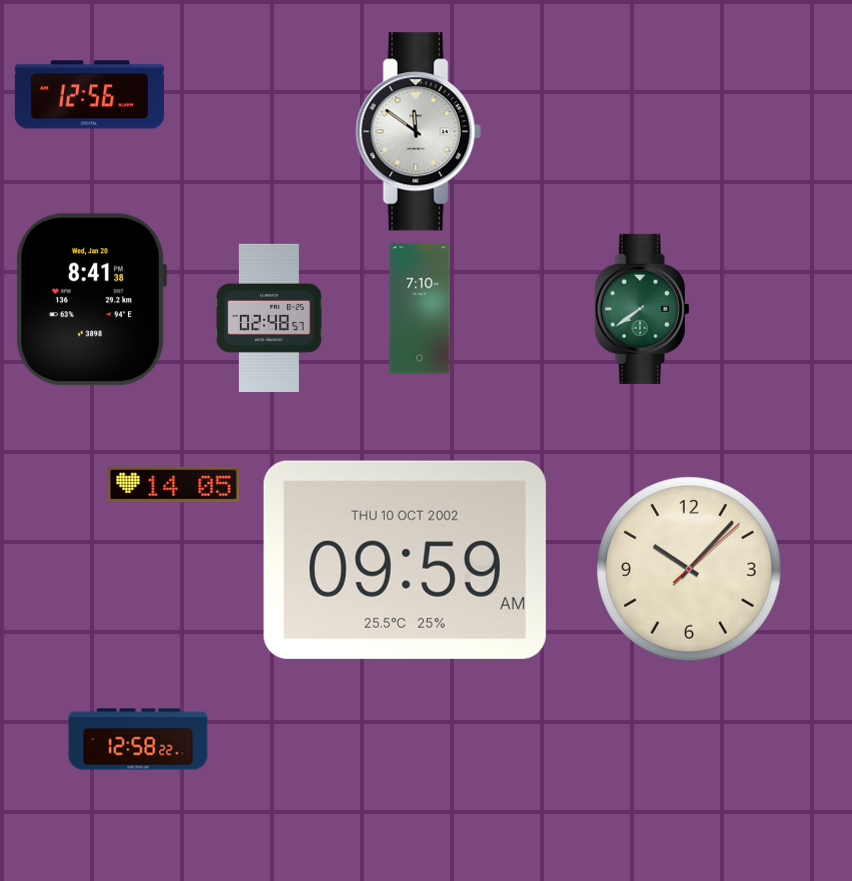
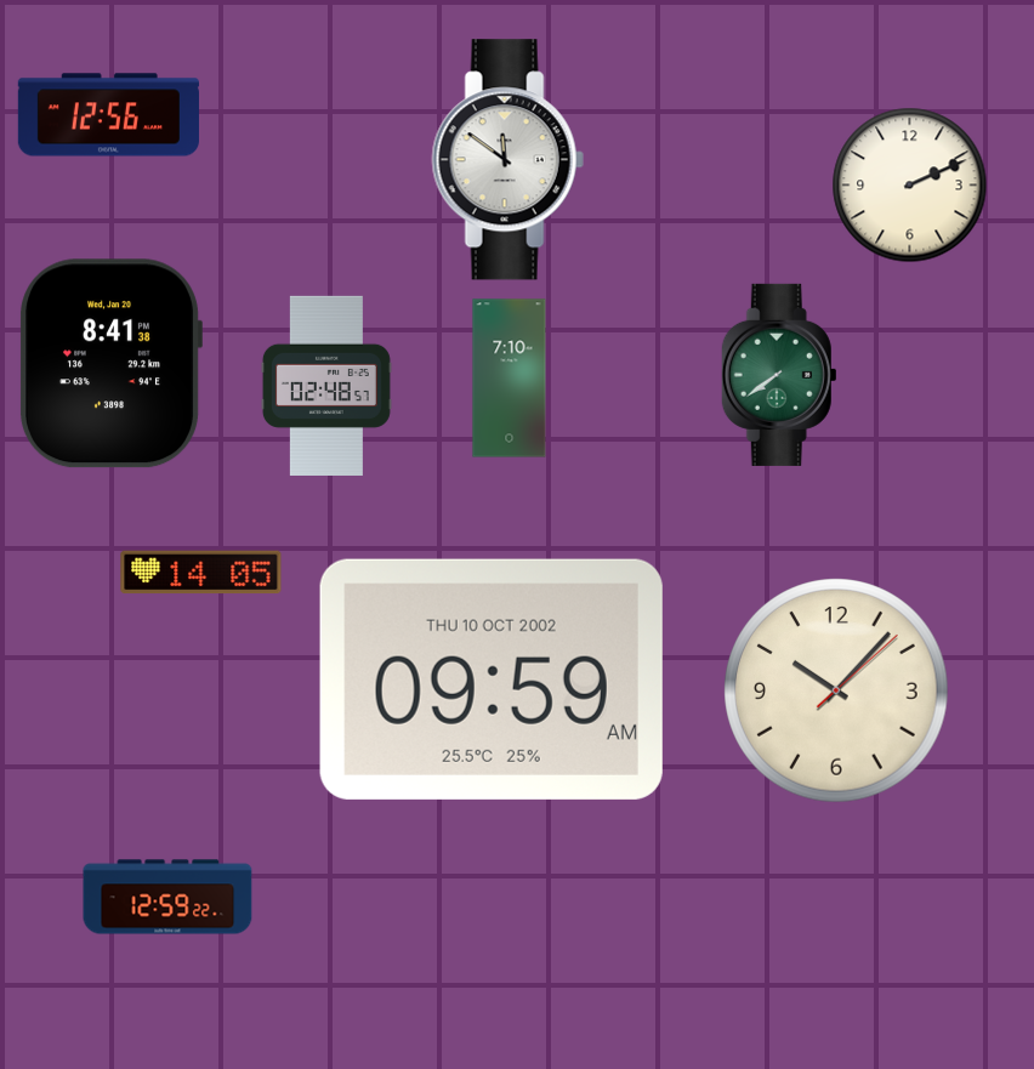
clock at (910, 186): none -> 2:11
clock at (420, 309) position: (420, 309) -> (510, 379)
clock at (174, 485) position: (174, 485) -> (201, 573)
clock at (138, 739): 12:58 -> 12:59
